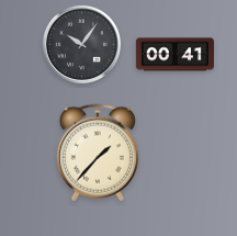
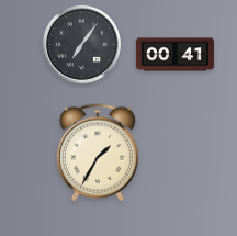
clock at (81, 44): 10:06 -> 7:06
clock at (98, 153): 1:37 -> 1:35
